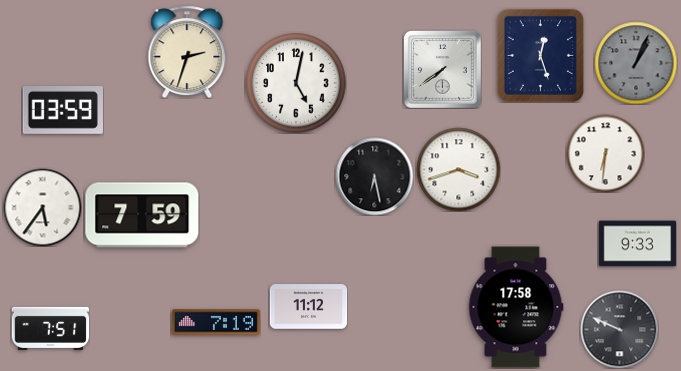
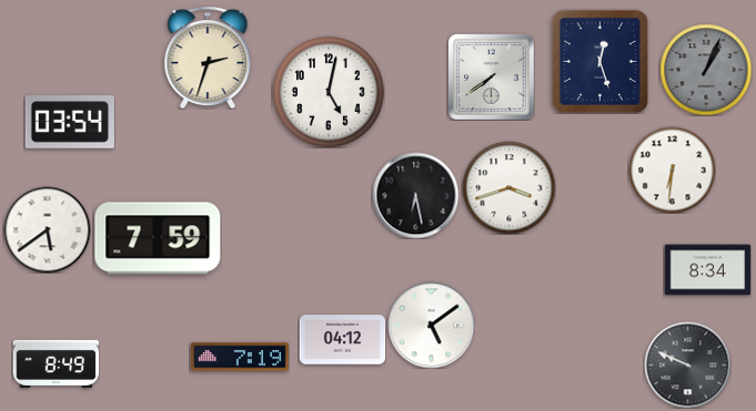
clock at (63, 111): 03:59 -> 03:54
clock at (42, 207): 5:36 -> 5:39
clock at (637, 244): 9:33 -> 8:34
clock at (431, 325): none -> 5:09
clock at (308, 307): 11:12 -> 04:12
clock at (516, 307): 17:58 -> none
clock at (50, 328): 7:51 -> 8:49
